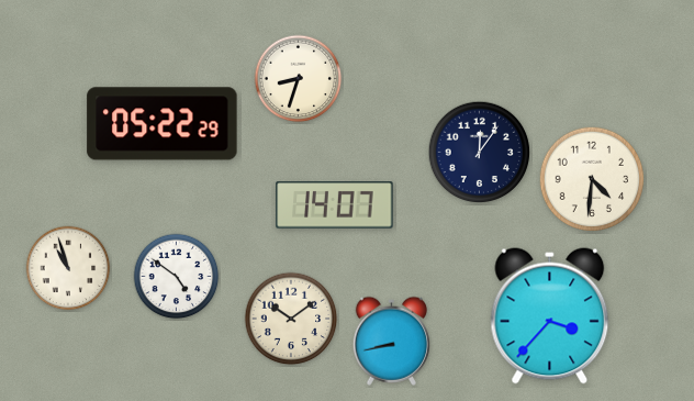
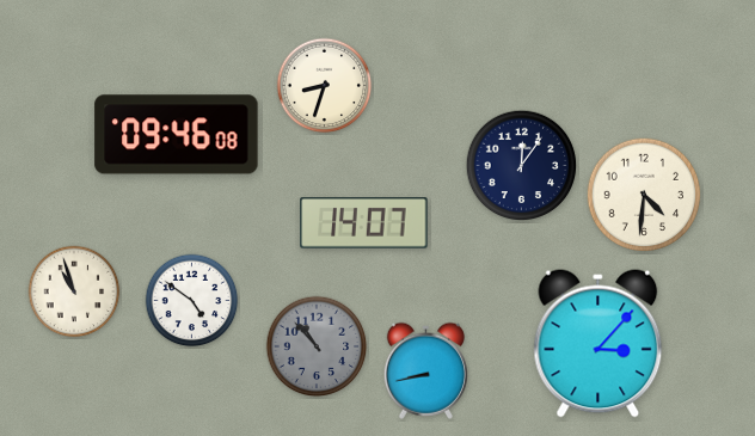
clock at (163, 124): 05:22 -> 09:46
clock at (550, 316): 3:37 -> 3:07
clock at (291, 319): 10:09 -> 10:53
clock at (291, 319) dial: cream -> grey
